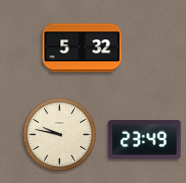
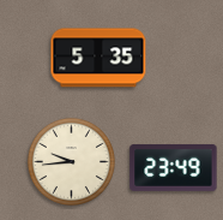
clock at (82, 48): 5:32 -> 5:35
clock at (59, 134): 9:47 -> 9:44
